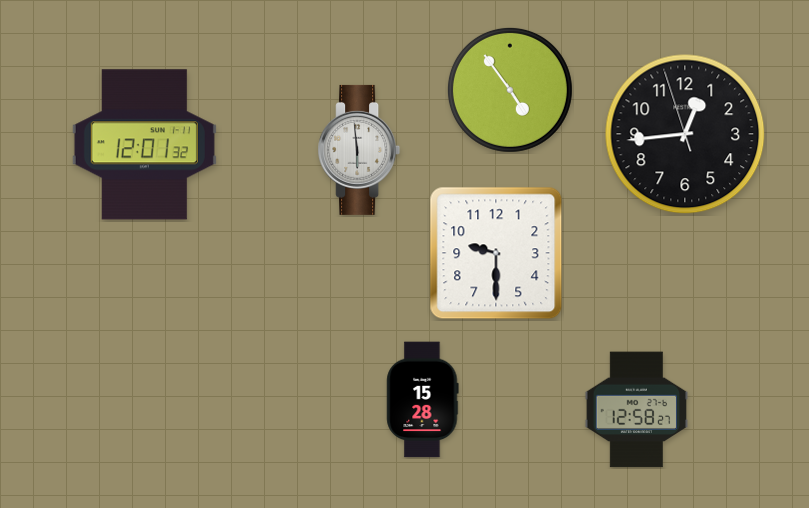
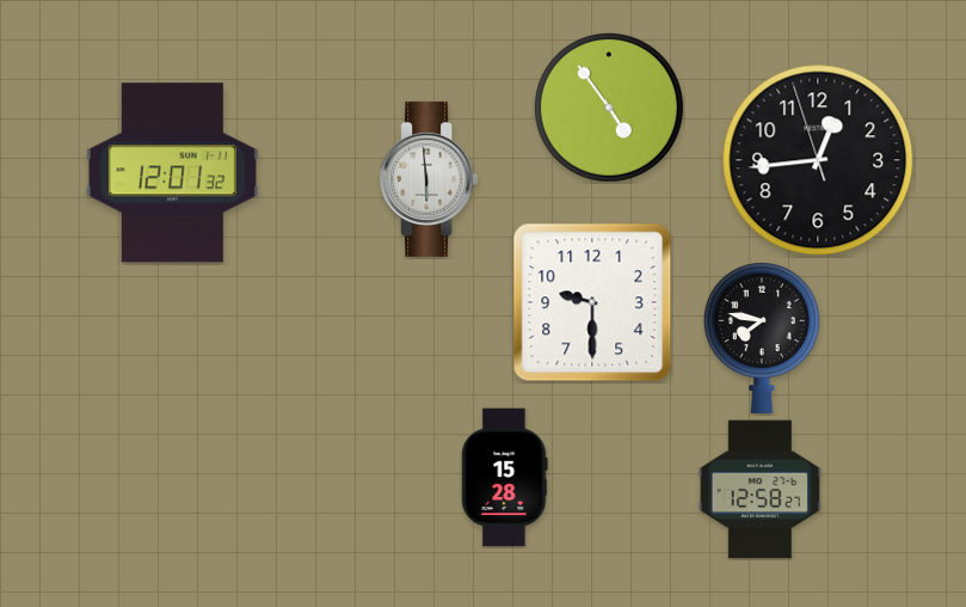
clock at (762, 337): none -> 7:47
